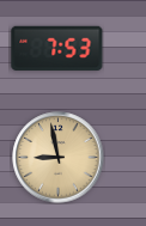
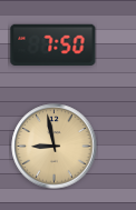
clock at (57, 48): 7:53 -> 7:50
